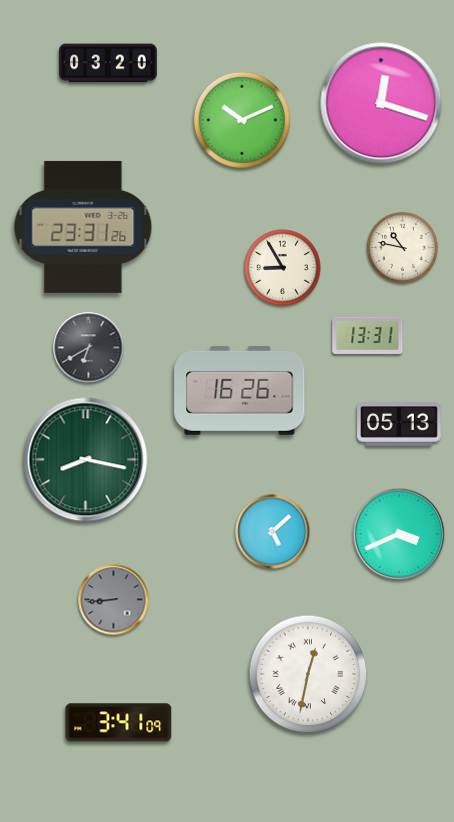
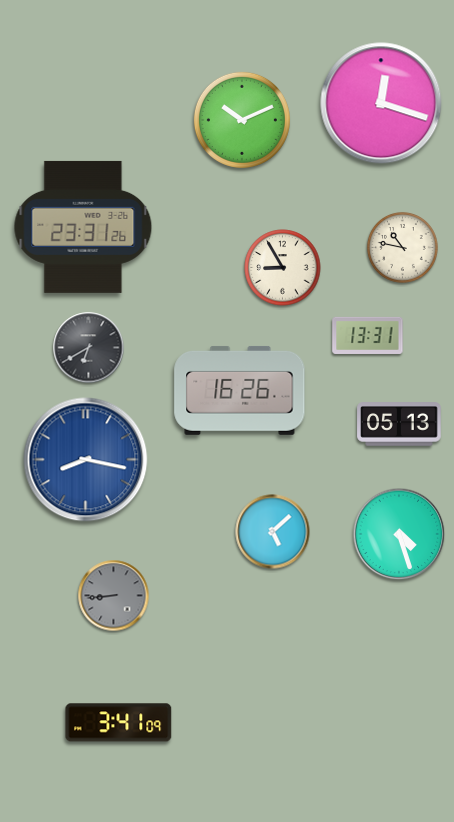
clock at (109, 63): 03:20 -> none
clock at (86, 460) dial: green -> blue
clock at (399, 534): 3:41 -> 4:27
clock at (114, 600) position: (114, 600) -> (114, 596)
clock at (308, 674): 12:32 -> none
